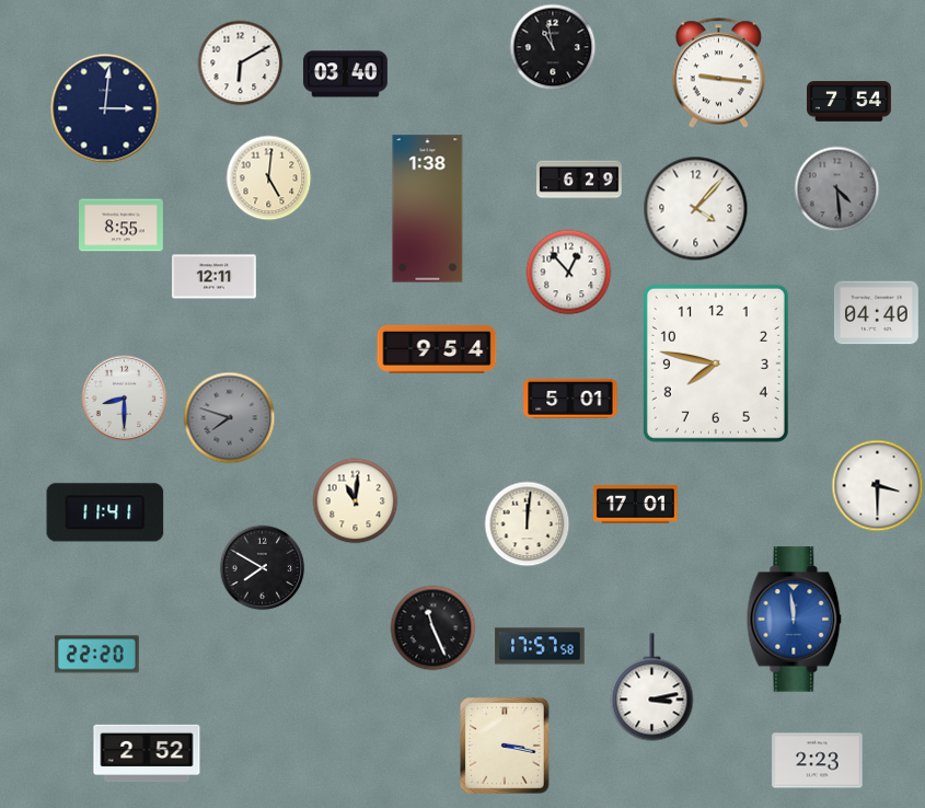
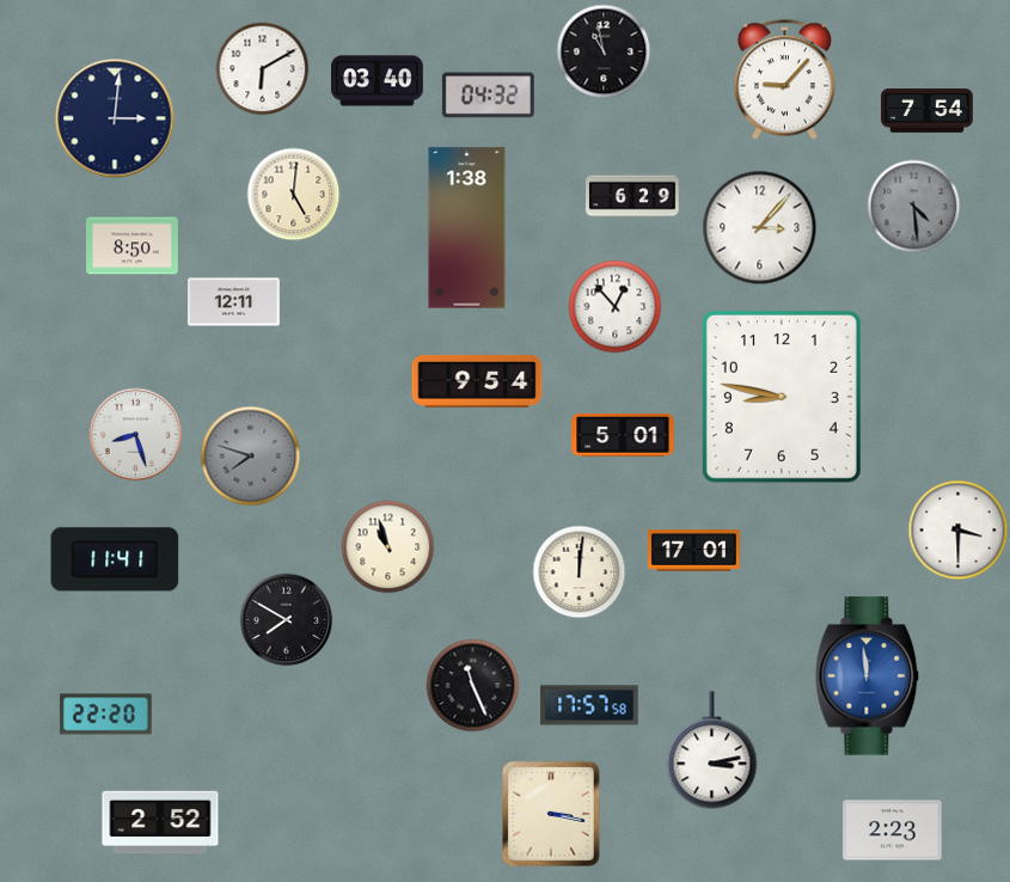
clock at (718, 73): 9:16 -> 9:07
clock at (488, 96): none -> 04:32
clock at (695, 208): 4:07 -> 3:07
clock at (122, 226): 8:55 -> 8:50
clock at (568, 272) position: (568, 272) -> (614, 306)
clock at (877, 313): 04:40 -> none
clock at (716, 363): 7:47 -> 8:47
clock at (124, 397): 8:30 -> 8:27
clock at (355, 500): 11:01 -> 10:57
clock at (527, 523) position: (527, 523) -> (579, 571)
